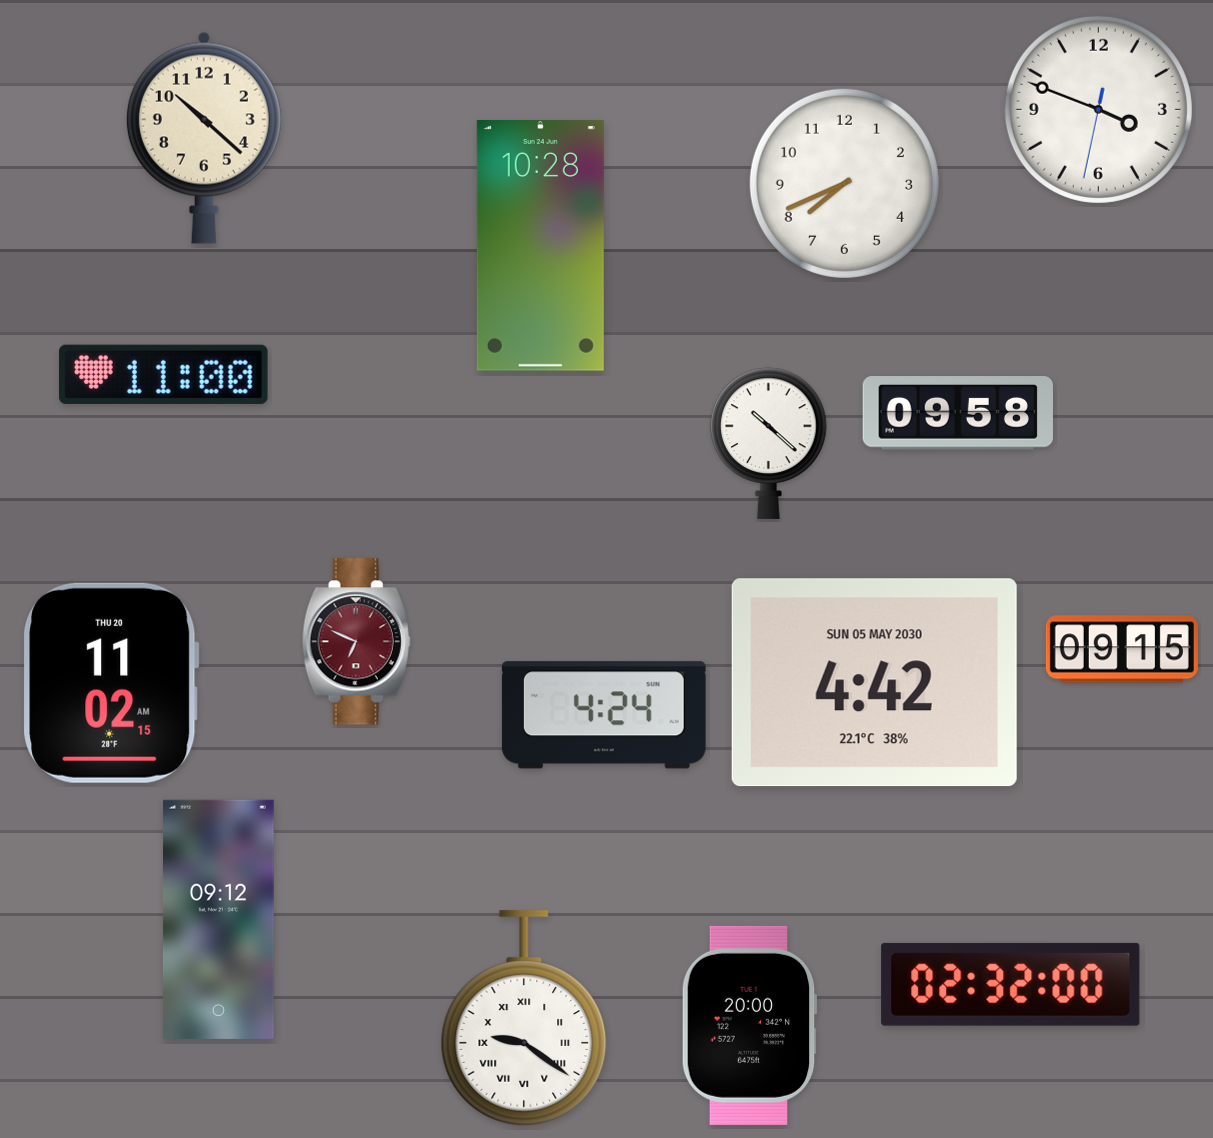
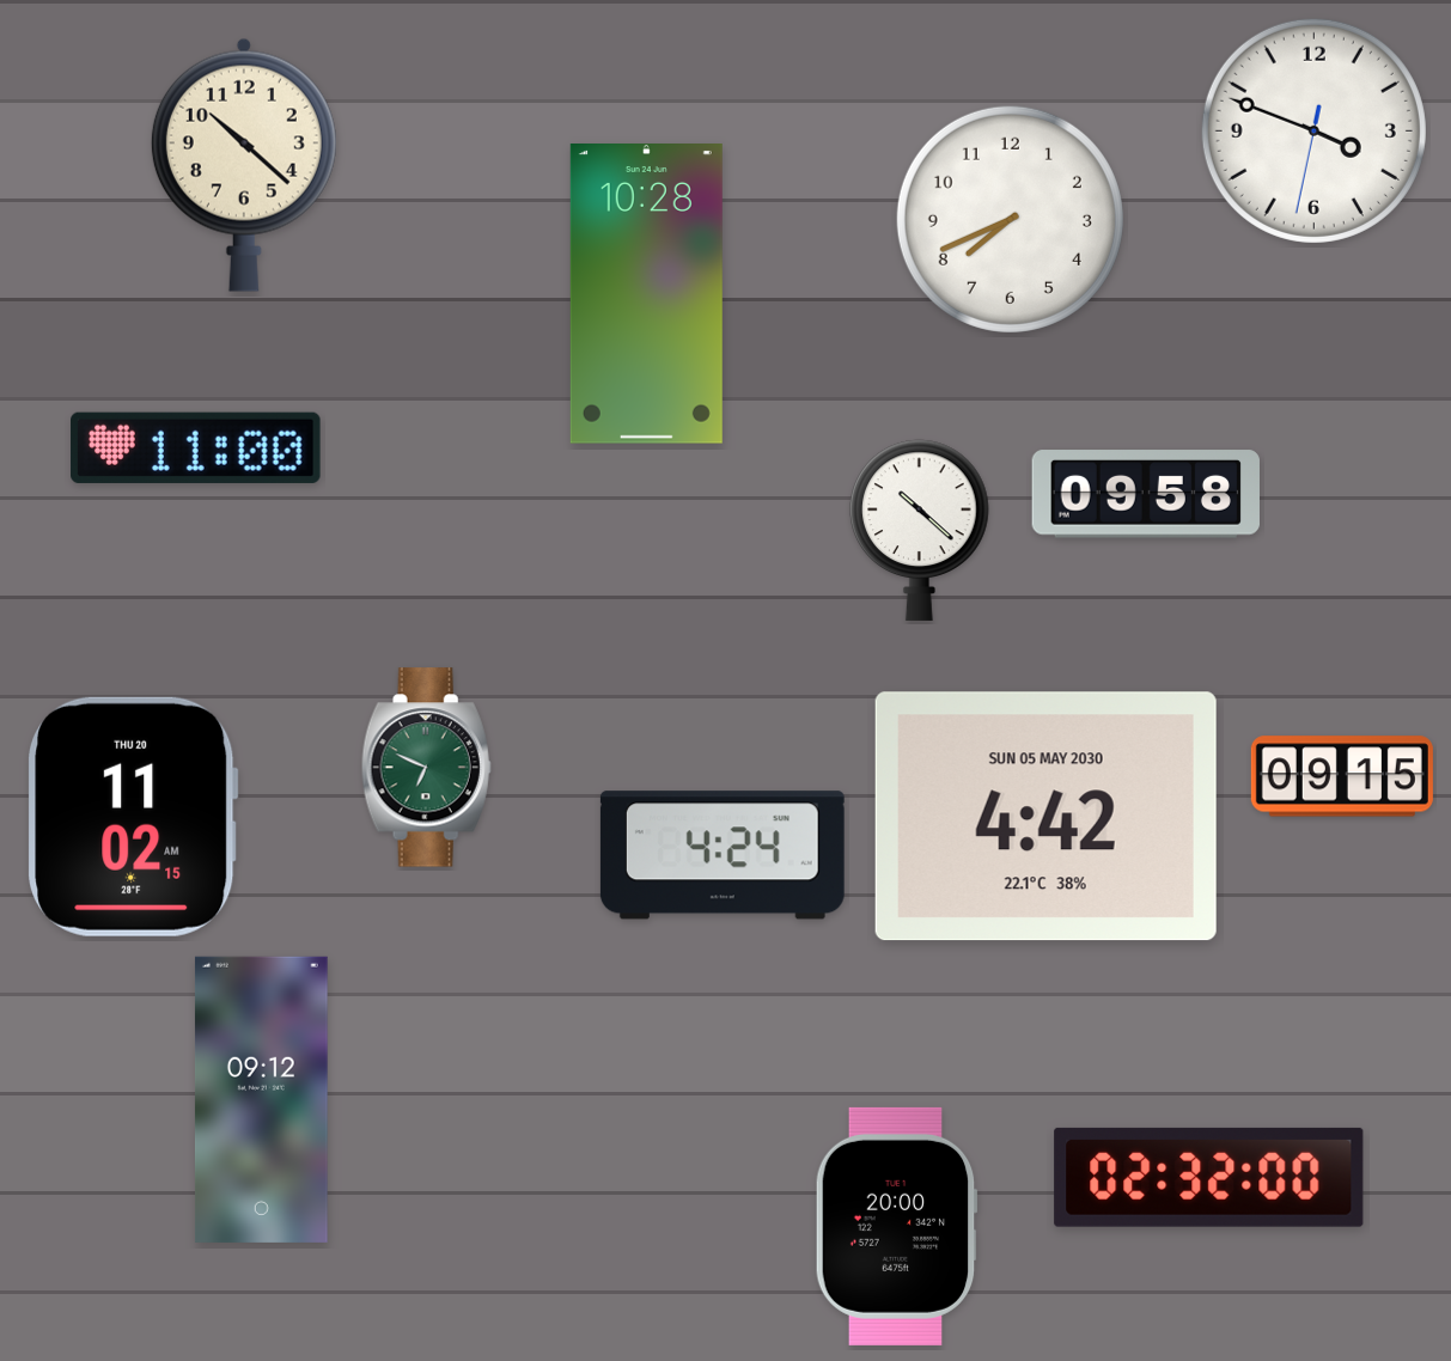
clock at (356, 642) dial: burgundy -> green
clock at (524, 1018): 9:21 -> none
